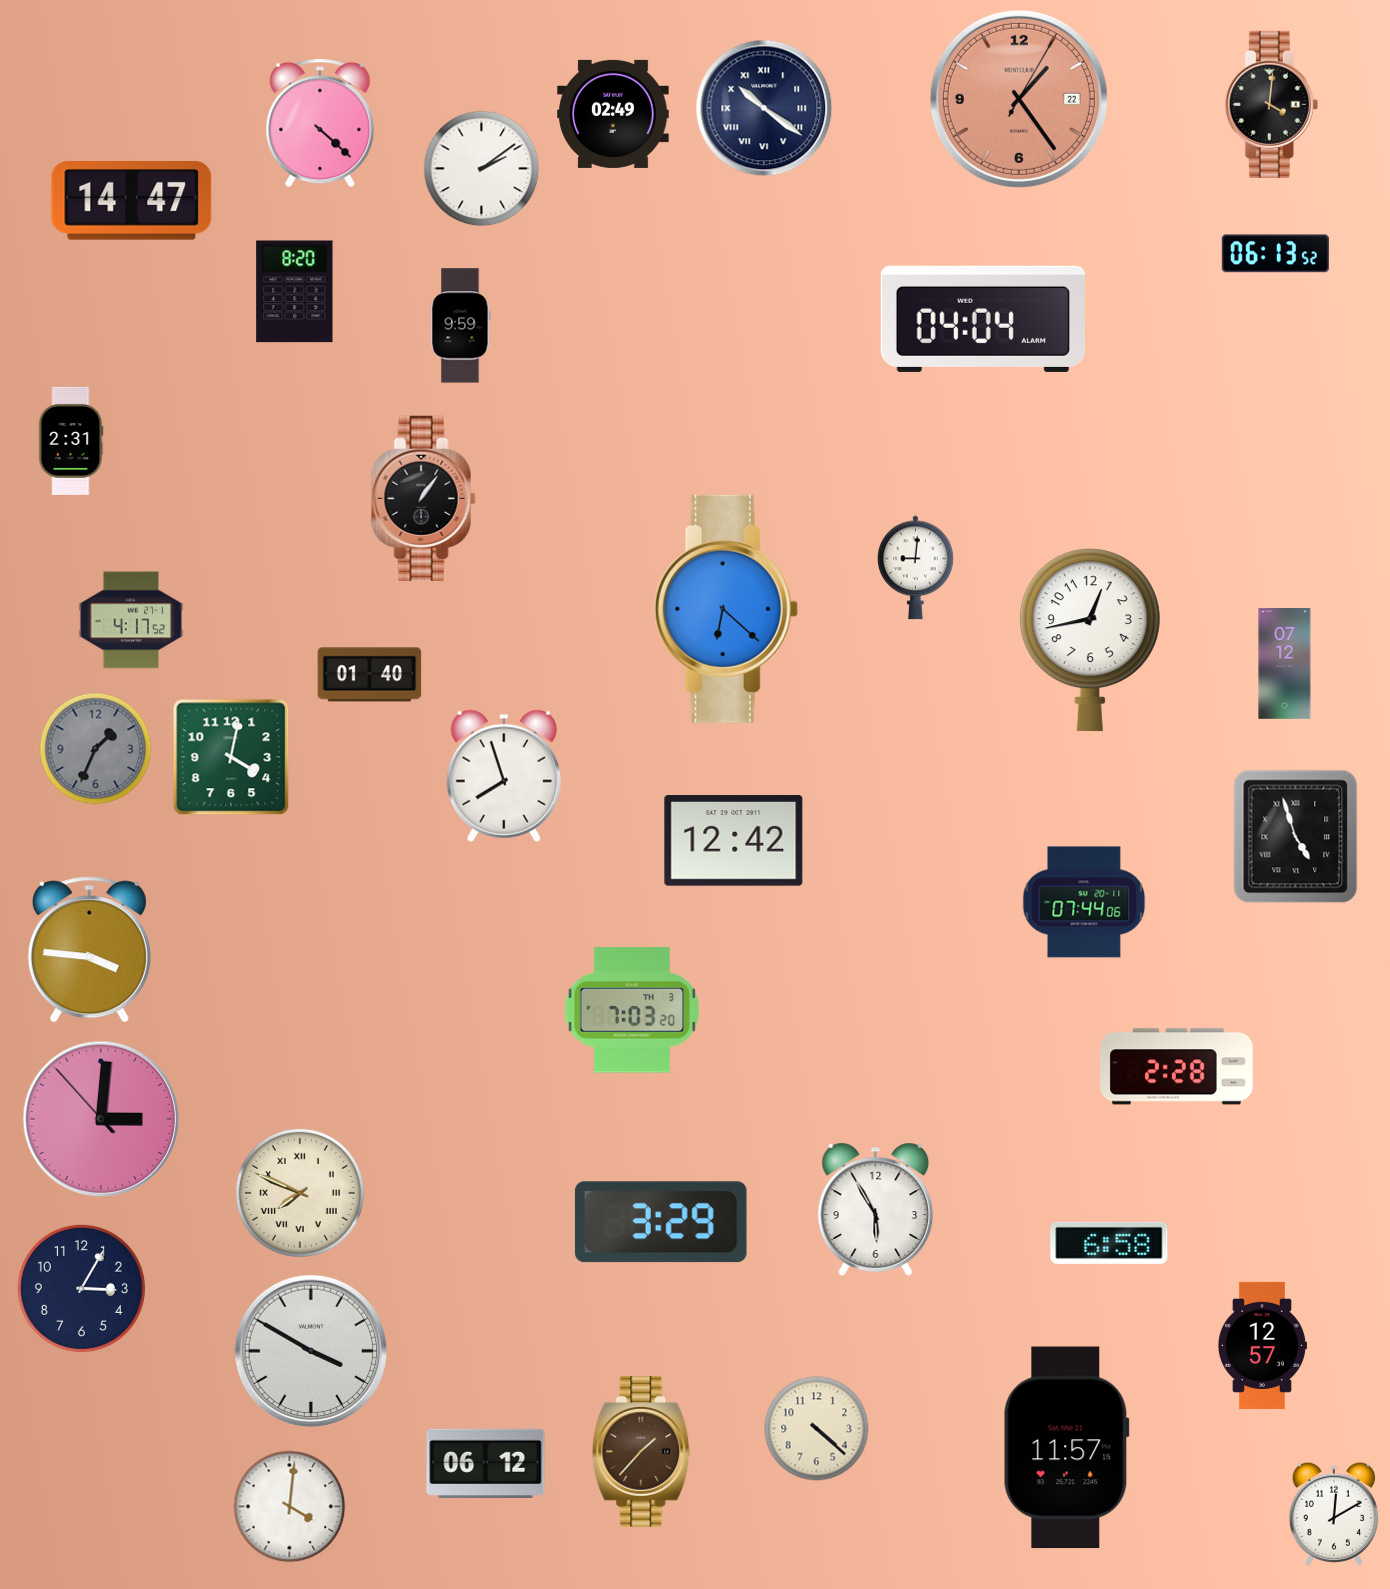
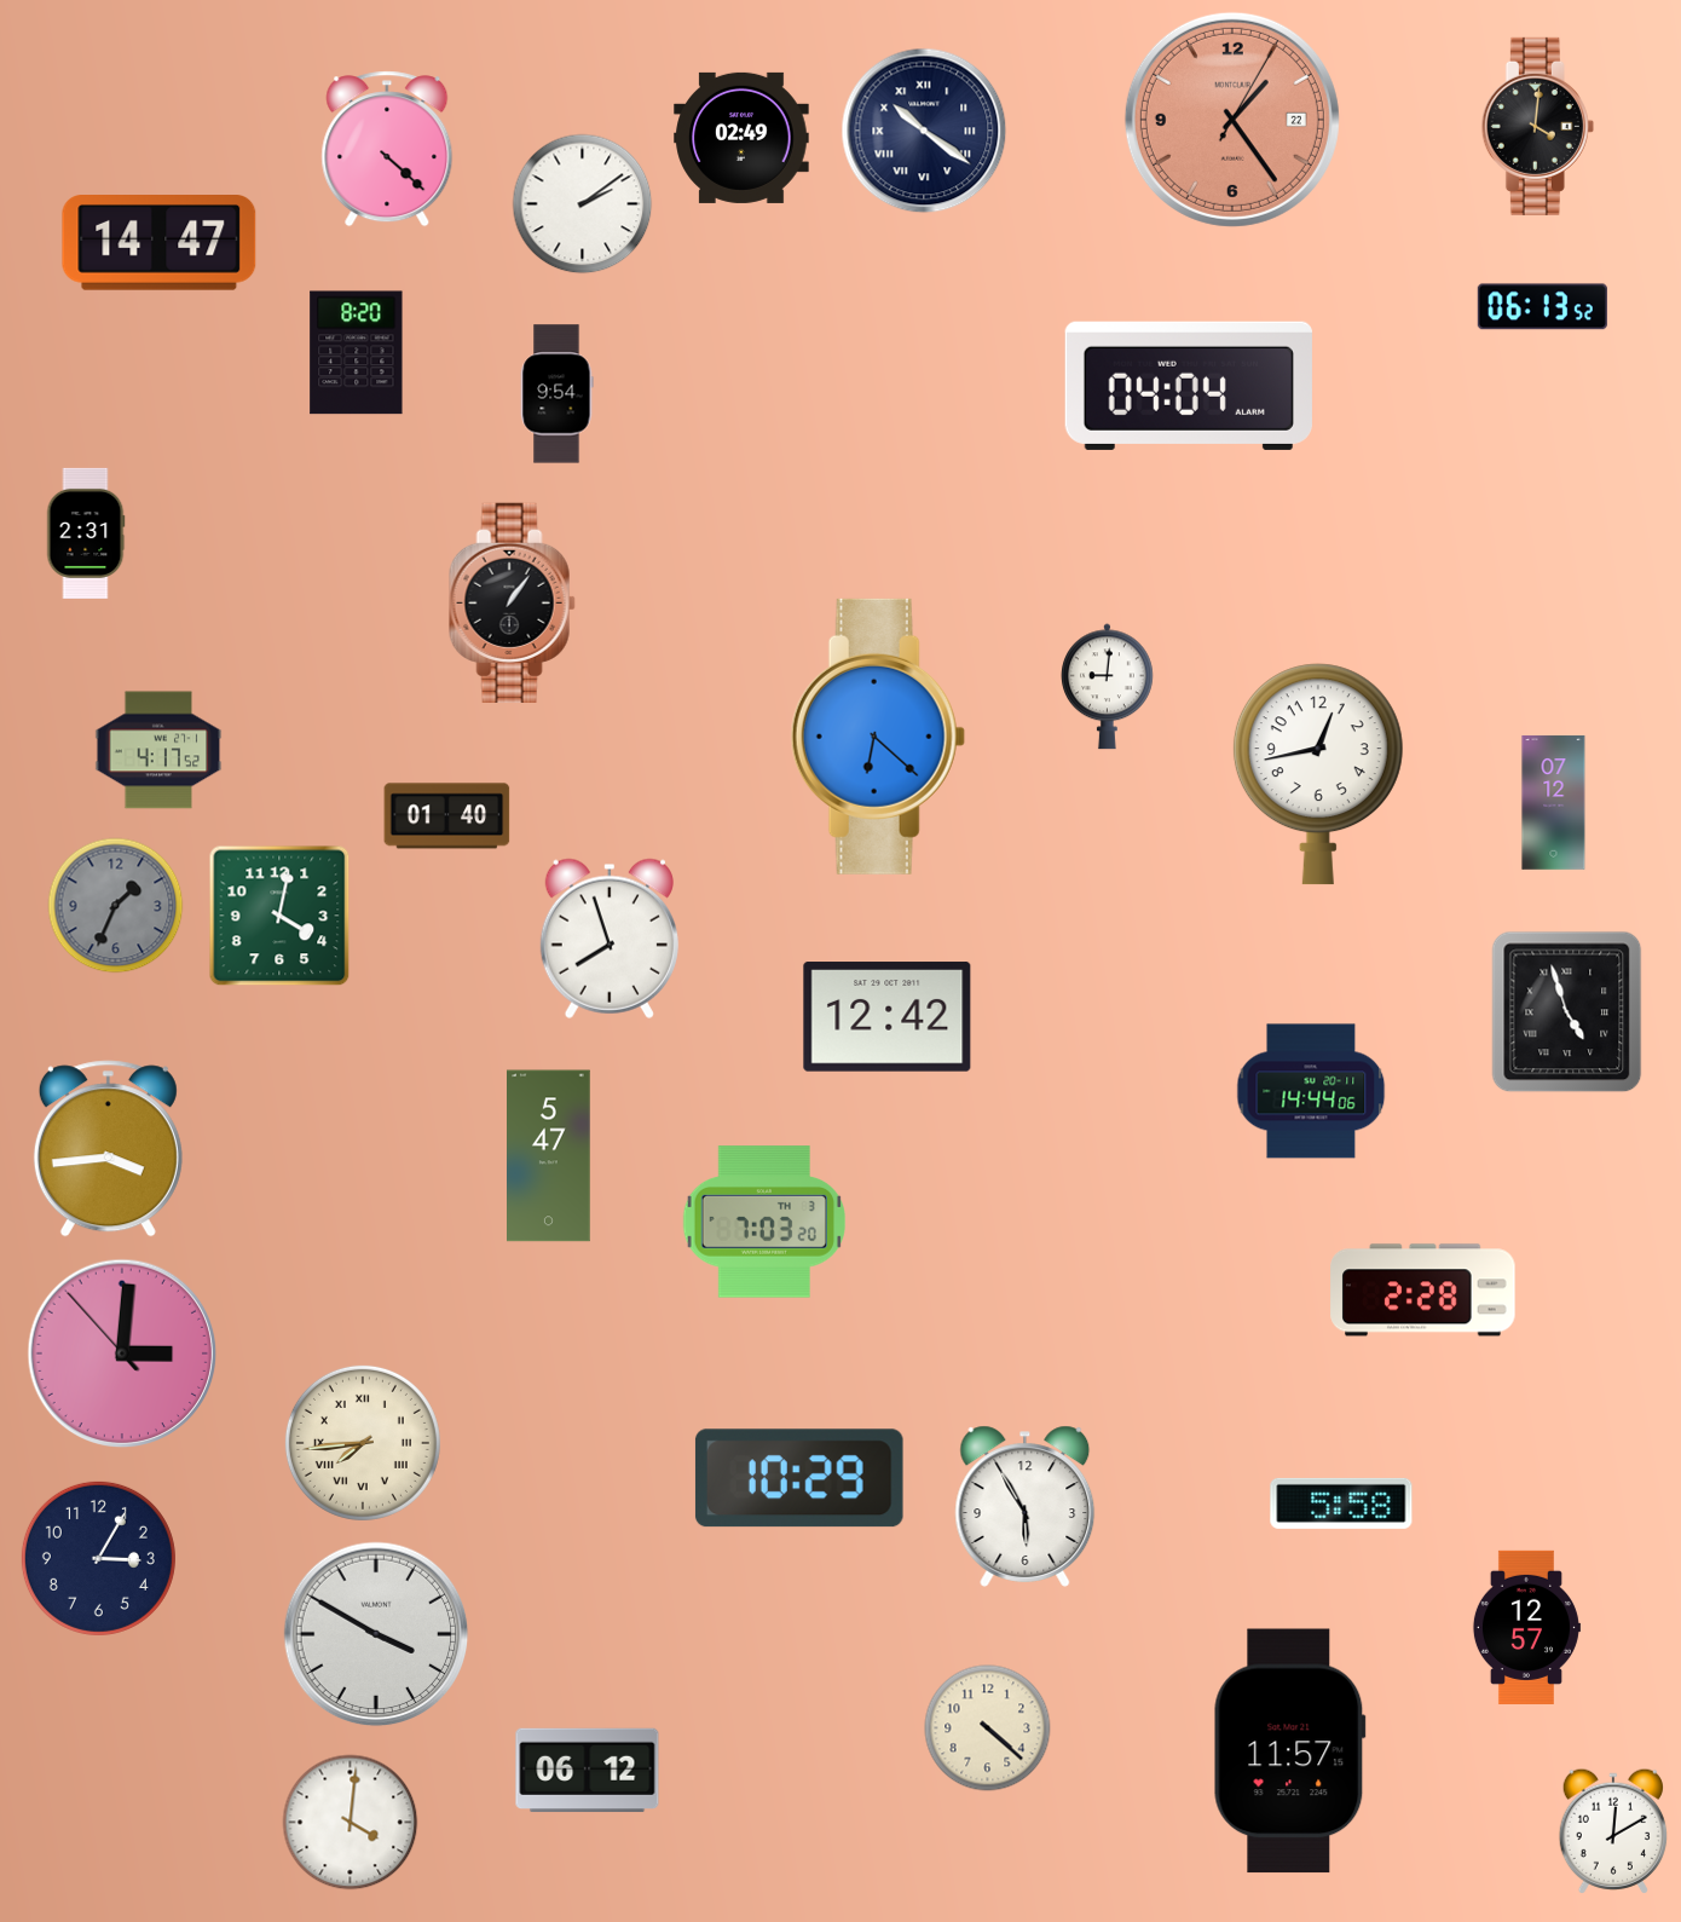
clock at (460, 326): 9:59 -> 9:54
clock at (1084, 902): 07:44 -> 14:44
clock at (89, 950): 3:46 -> 3:44
clock at (549, 1156): none -> 5:47
clock at (300, 1193): 7:49 -> 7:44
clock at (876, 1209) position: (876, 1209) -> (1026, 1506)
clock at (661, 1222): 3:29 -> 10:29
clock at (1109, 1243): 6:58 -> 5:58
clock at (642, 1452): 1:37 -> none
